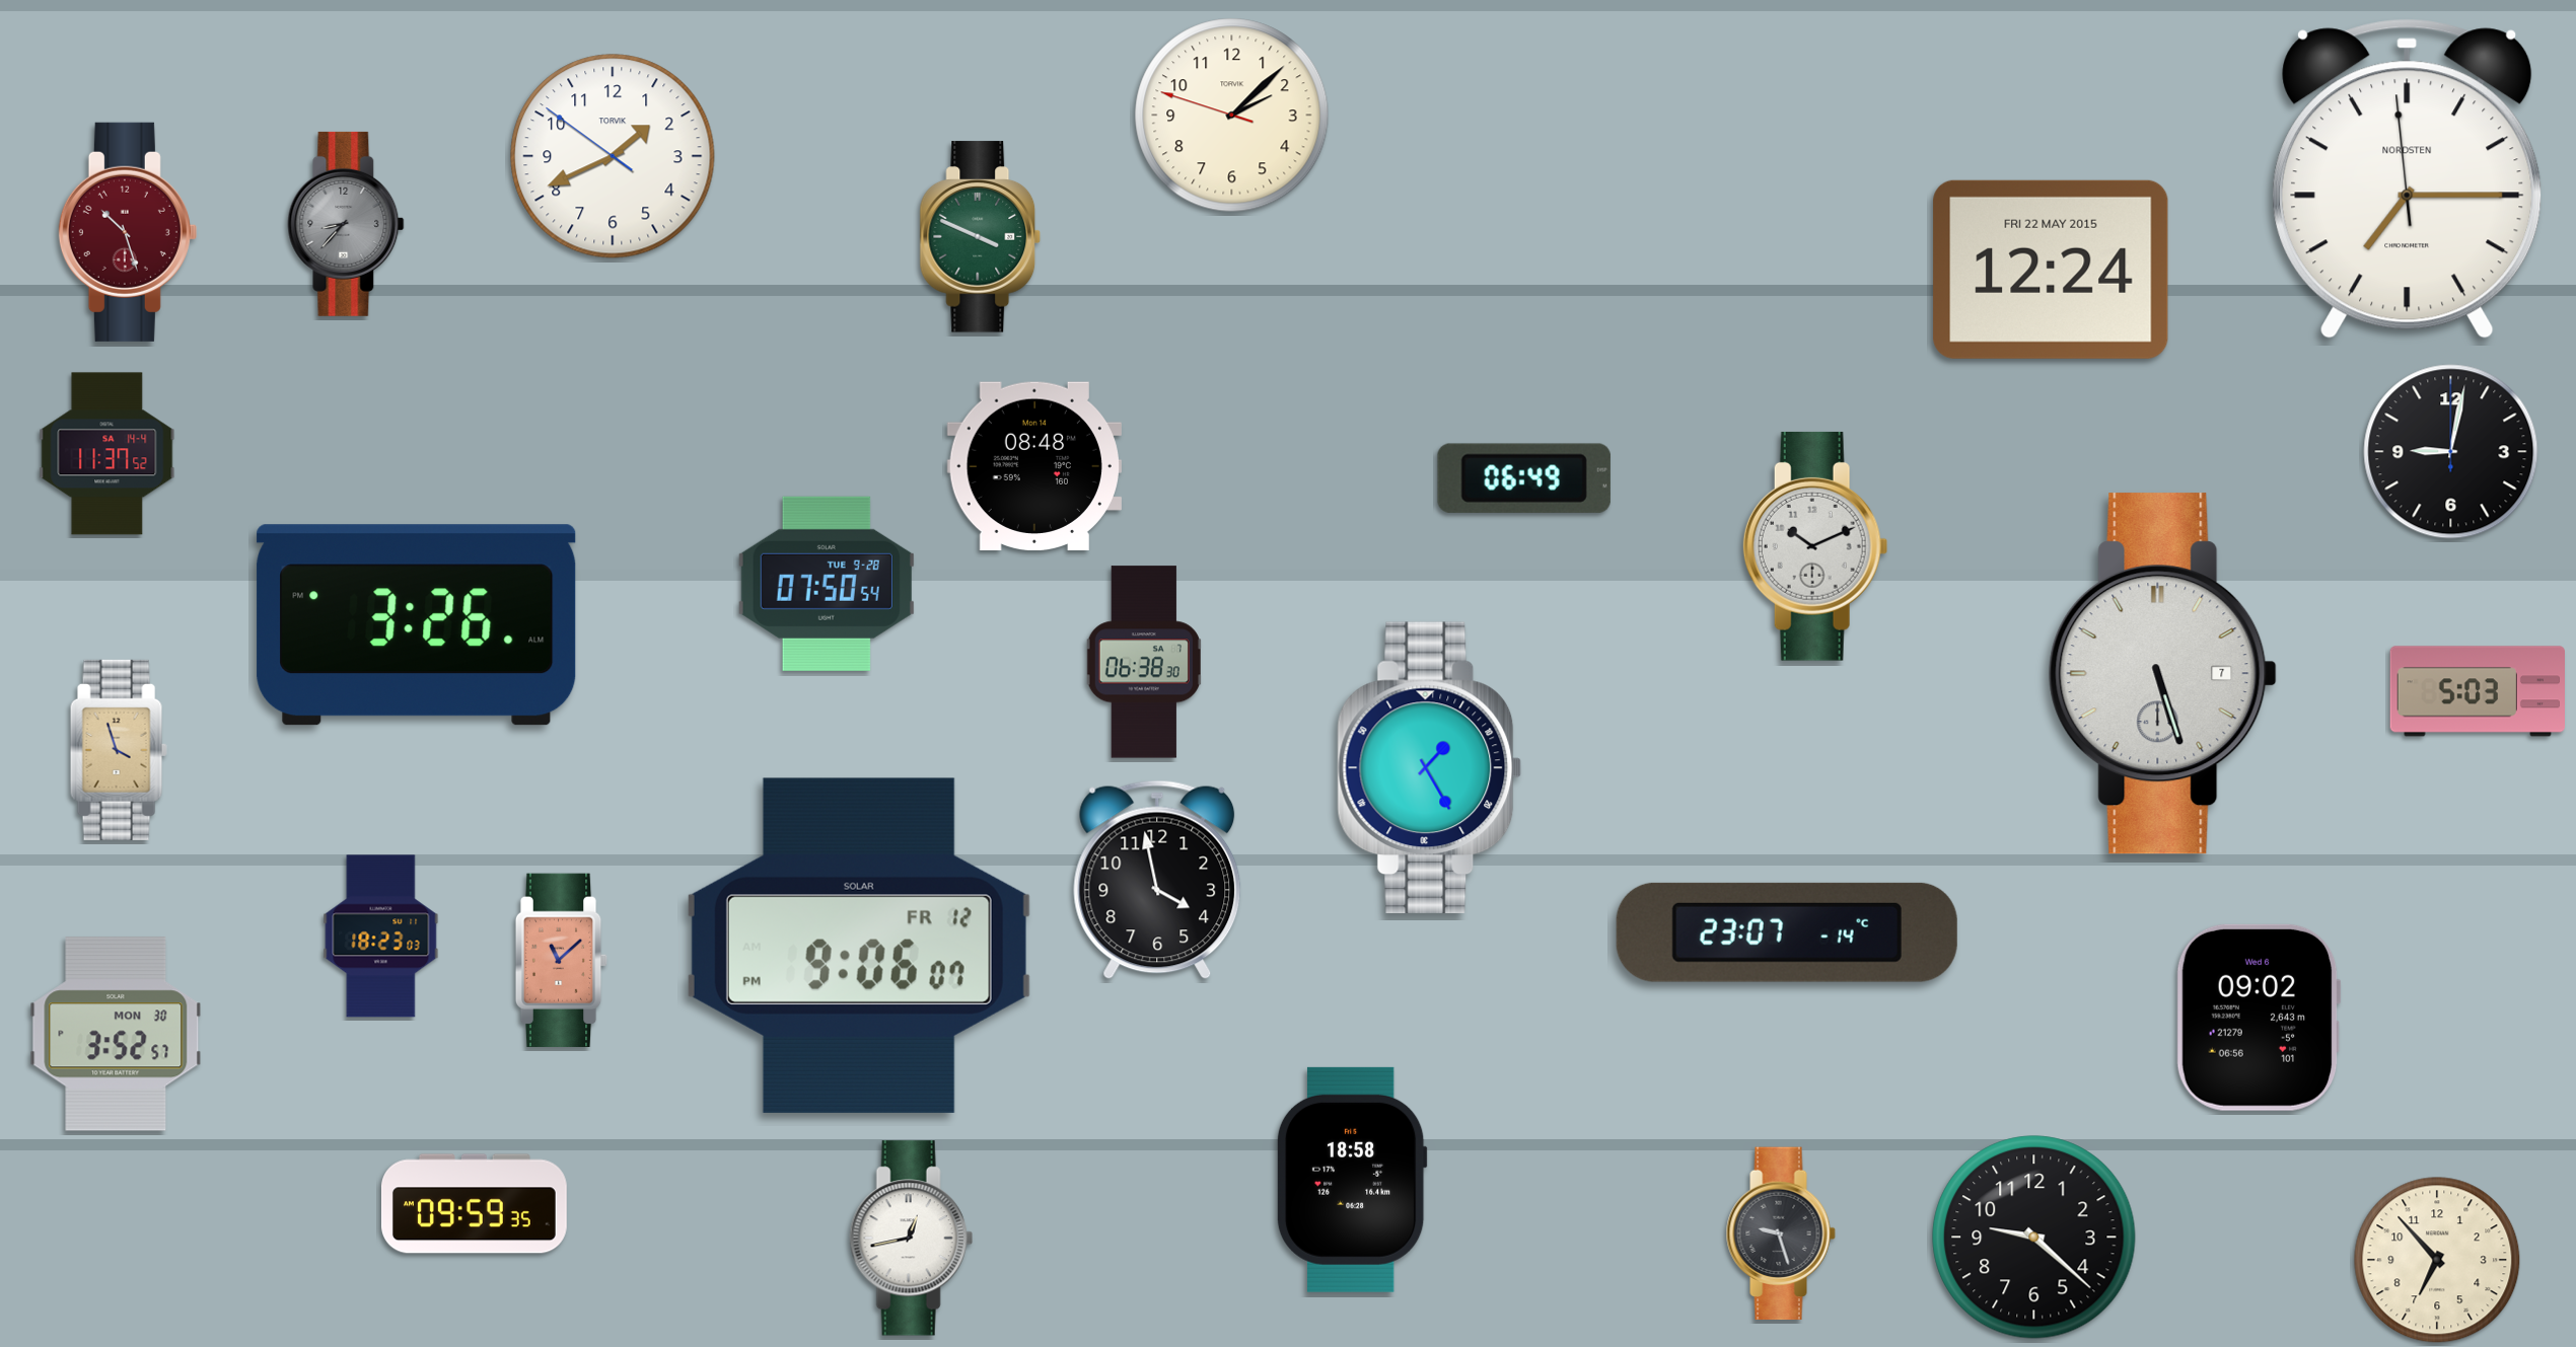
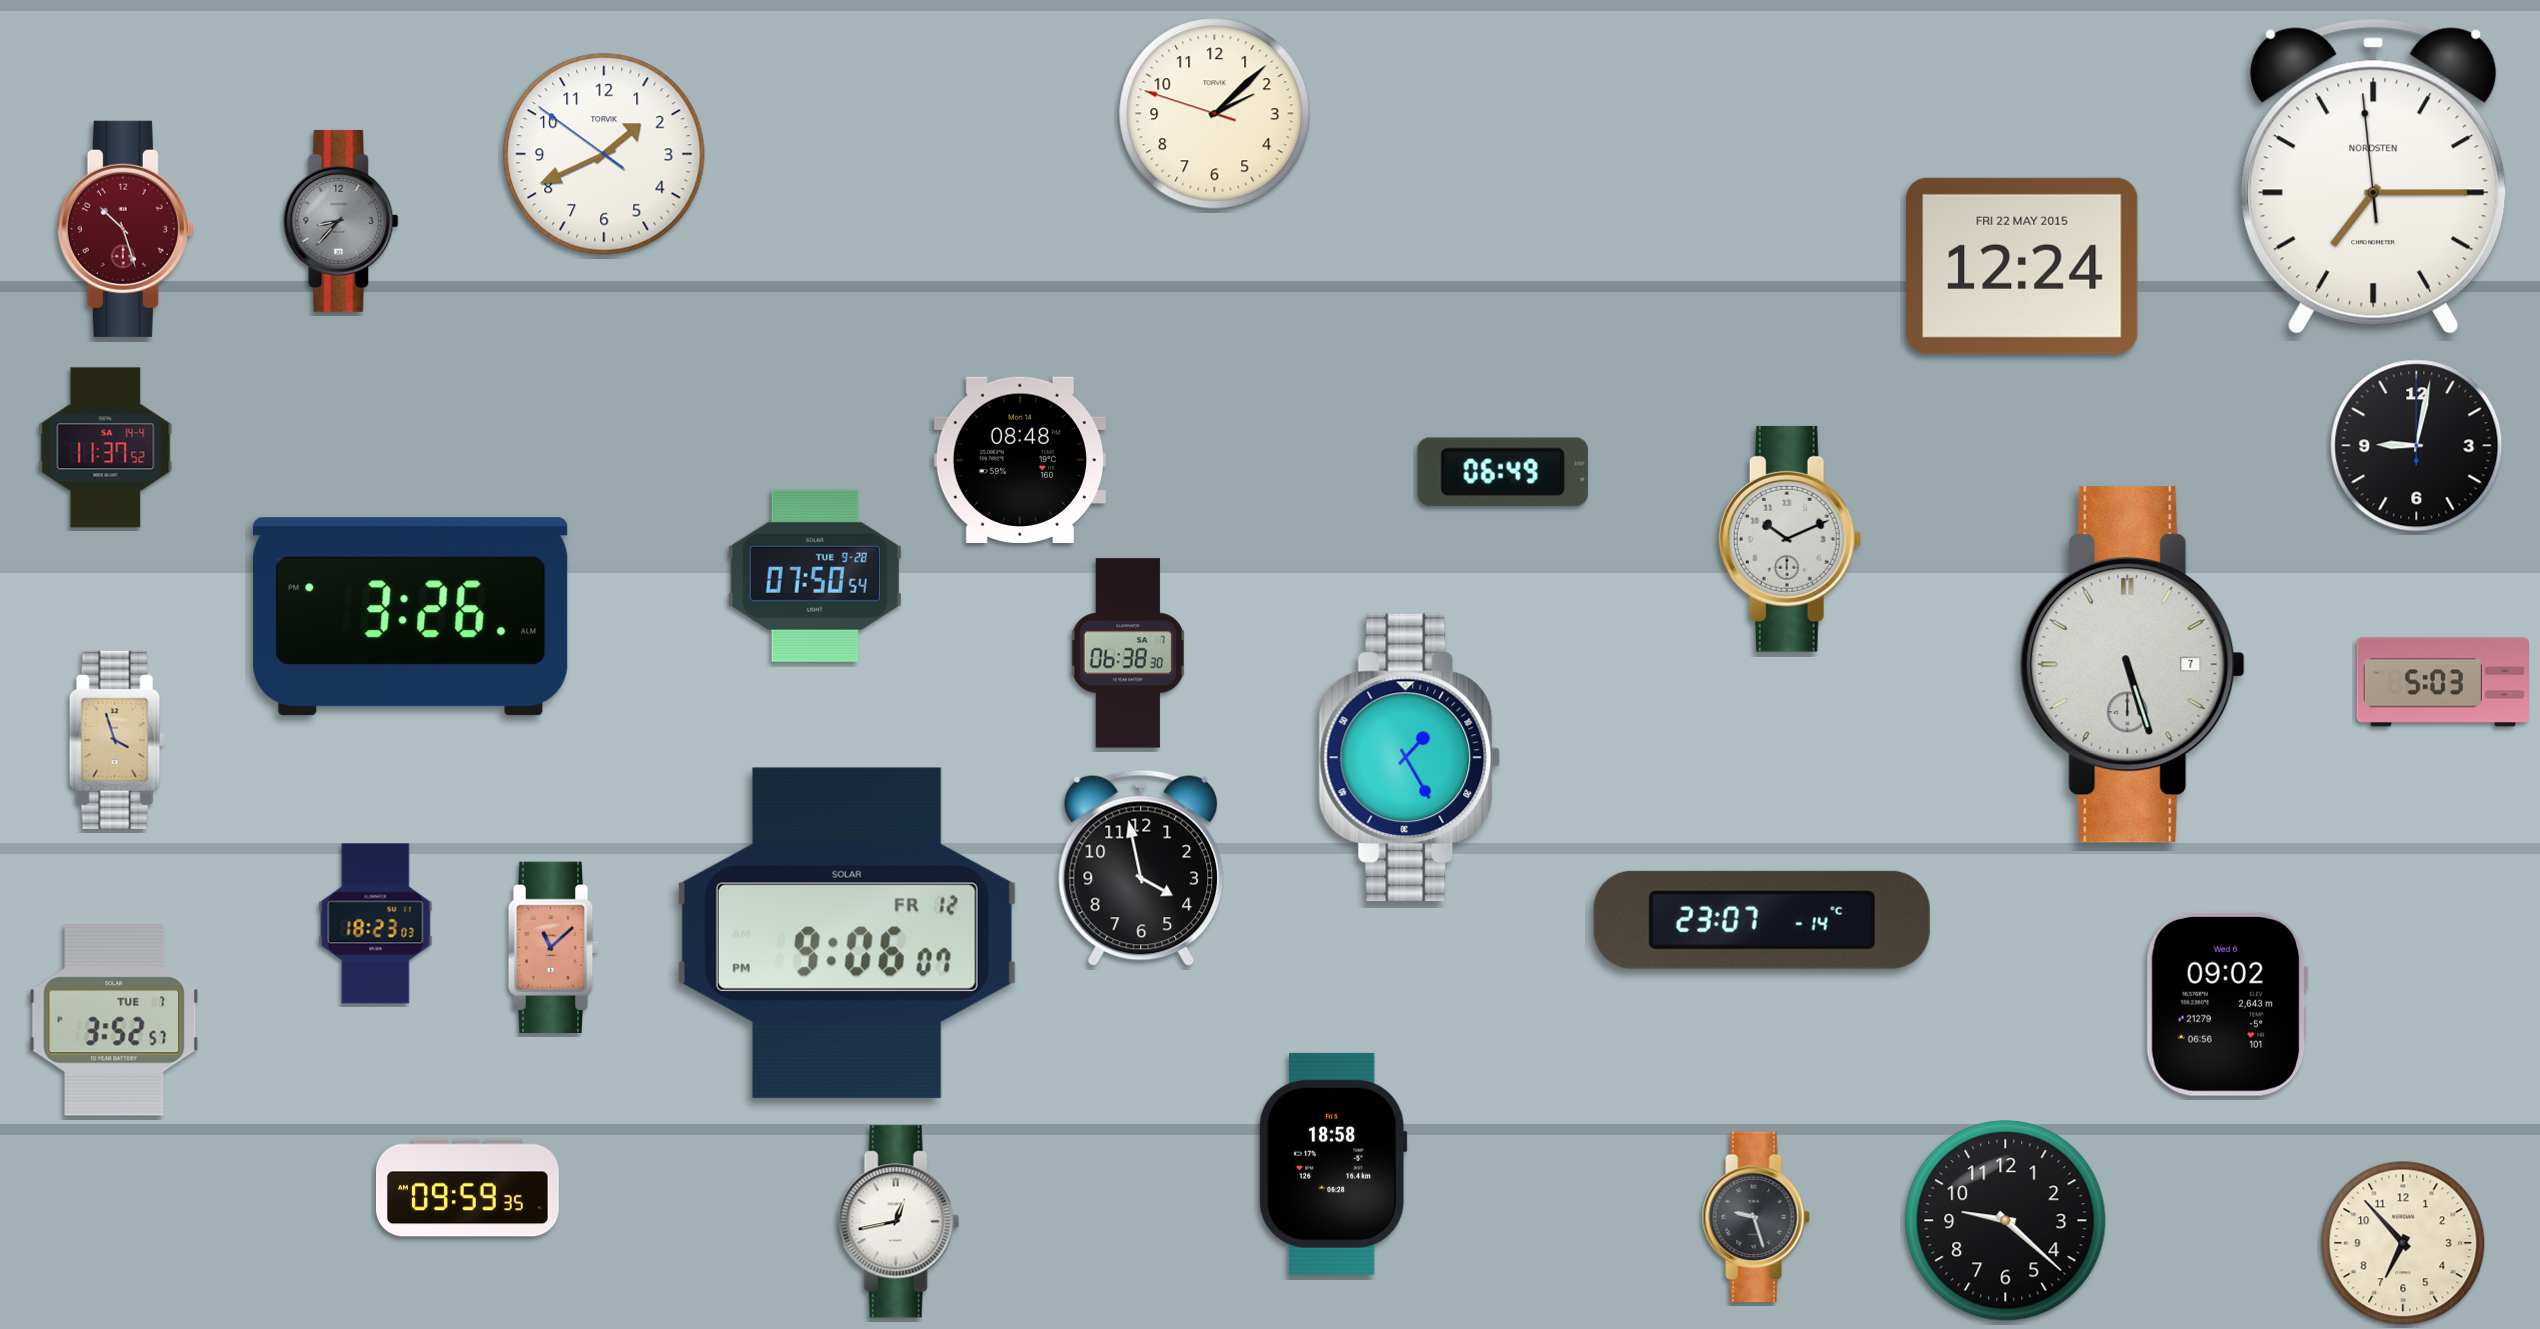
clock at (981, 237): 3:49 -> none
clock at (116, 1034) date: MON 30 -> TUE 7
